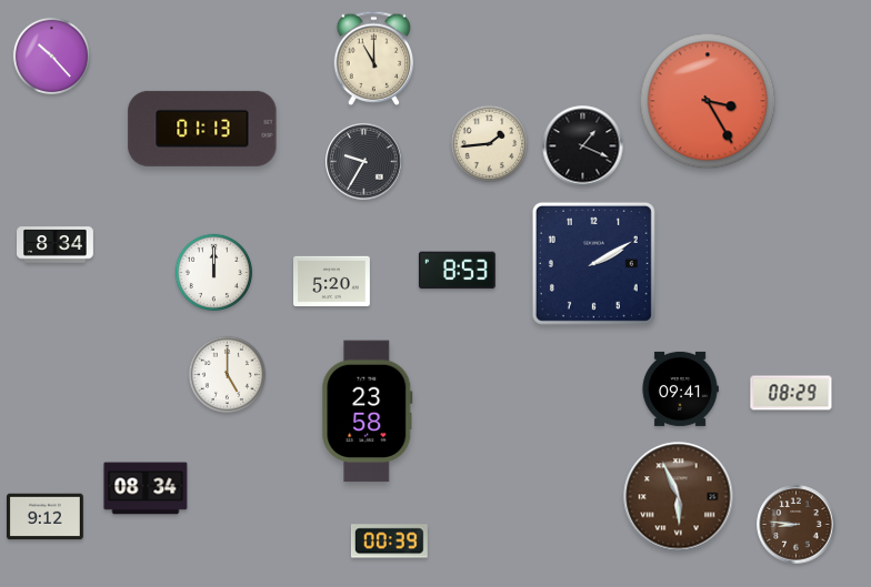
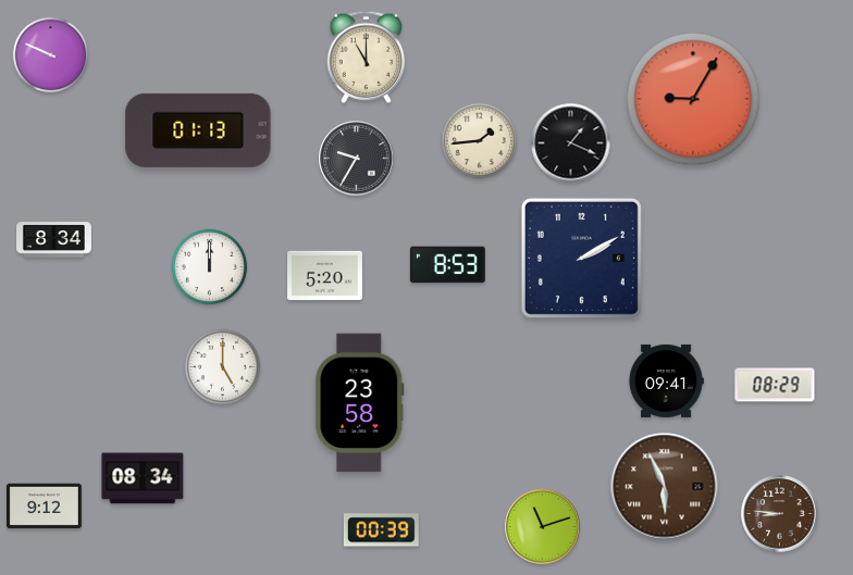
clock at (51, 55): 10:23 -> 9:49
clock at (708, 101): 3:25 -> 9:05
clock at (202, 129) position: (202, 129) -> (198, 130)
clock at (543, 527): none -> 11:12
